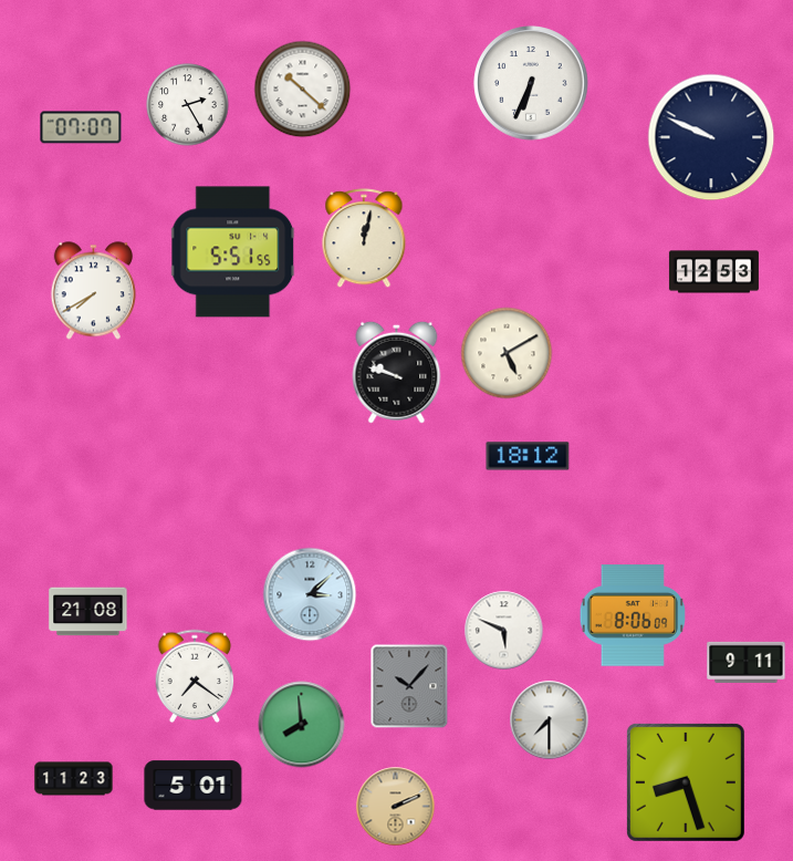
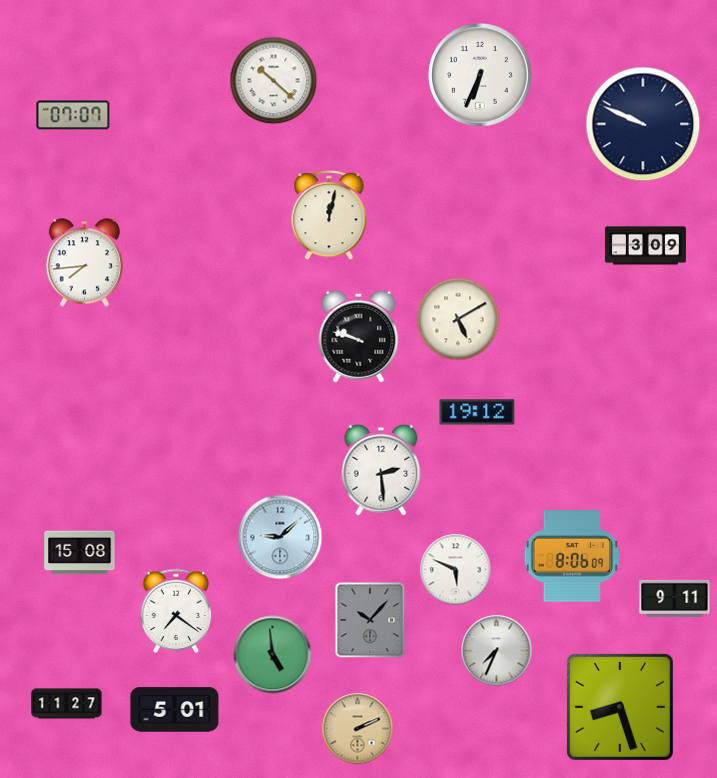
clock at (188, 105): 2:25 -> none
clock at (233, 252): 5:51 -> none
clock at (713, 272): 12:53 -> 3:09
clock at (93, 291): 7:40 -> 7:44
clock at (528, 456): 18:12 -> 19:12
clock at (381, 470): none -> 2:29
clock at (310, 594): 3:08 -> 9:08
clock at (88, 612): 21:08 -> 15:08
clock at (550, 720): 7:30 -> 7:34
clock at (302, 725): 7:59 -> 4:59
clock at (74, 779): 11:23 -> 11:27
